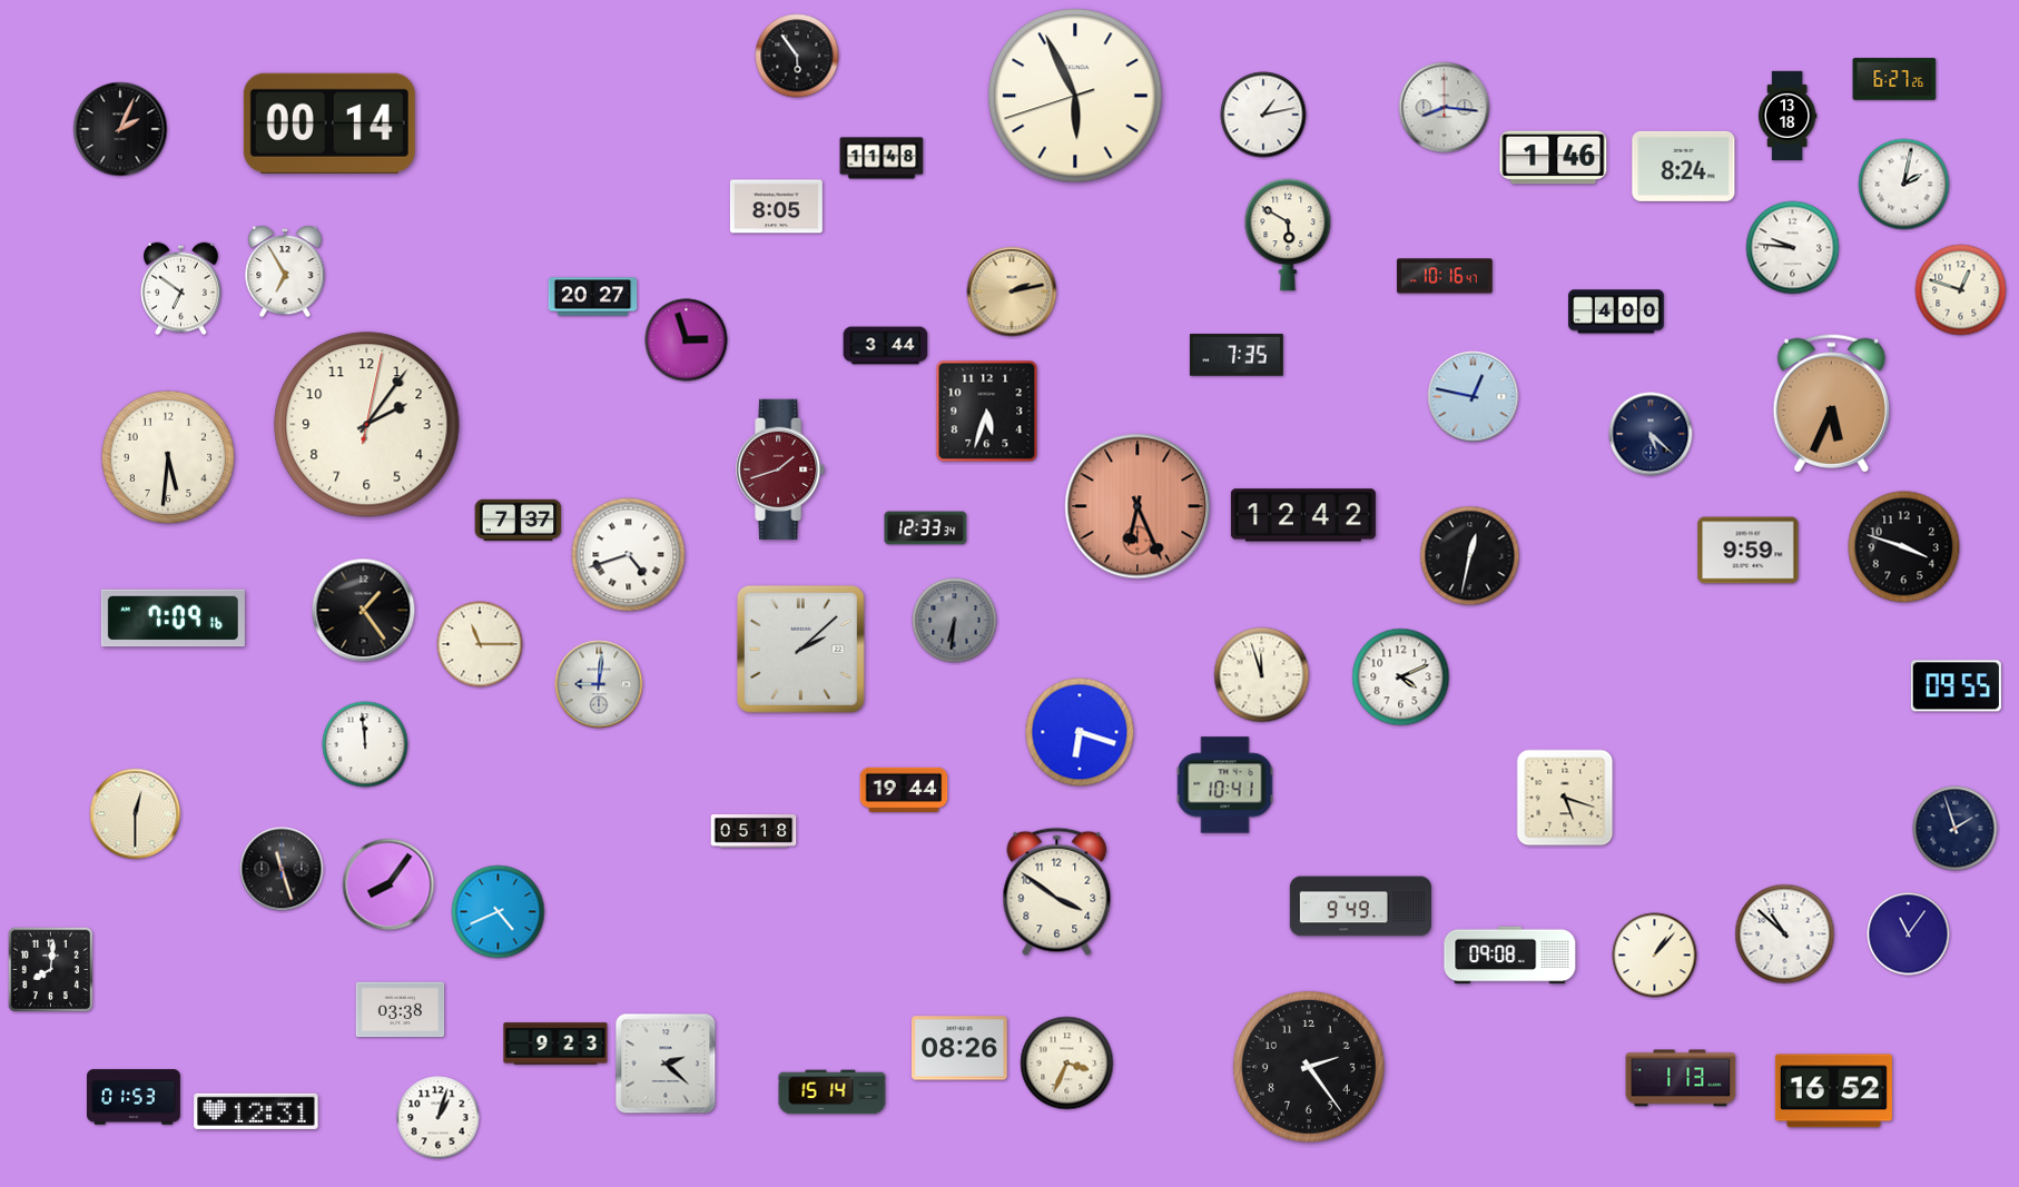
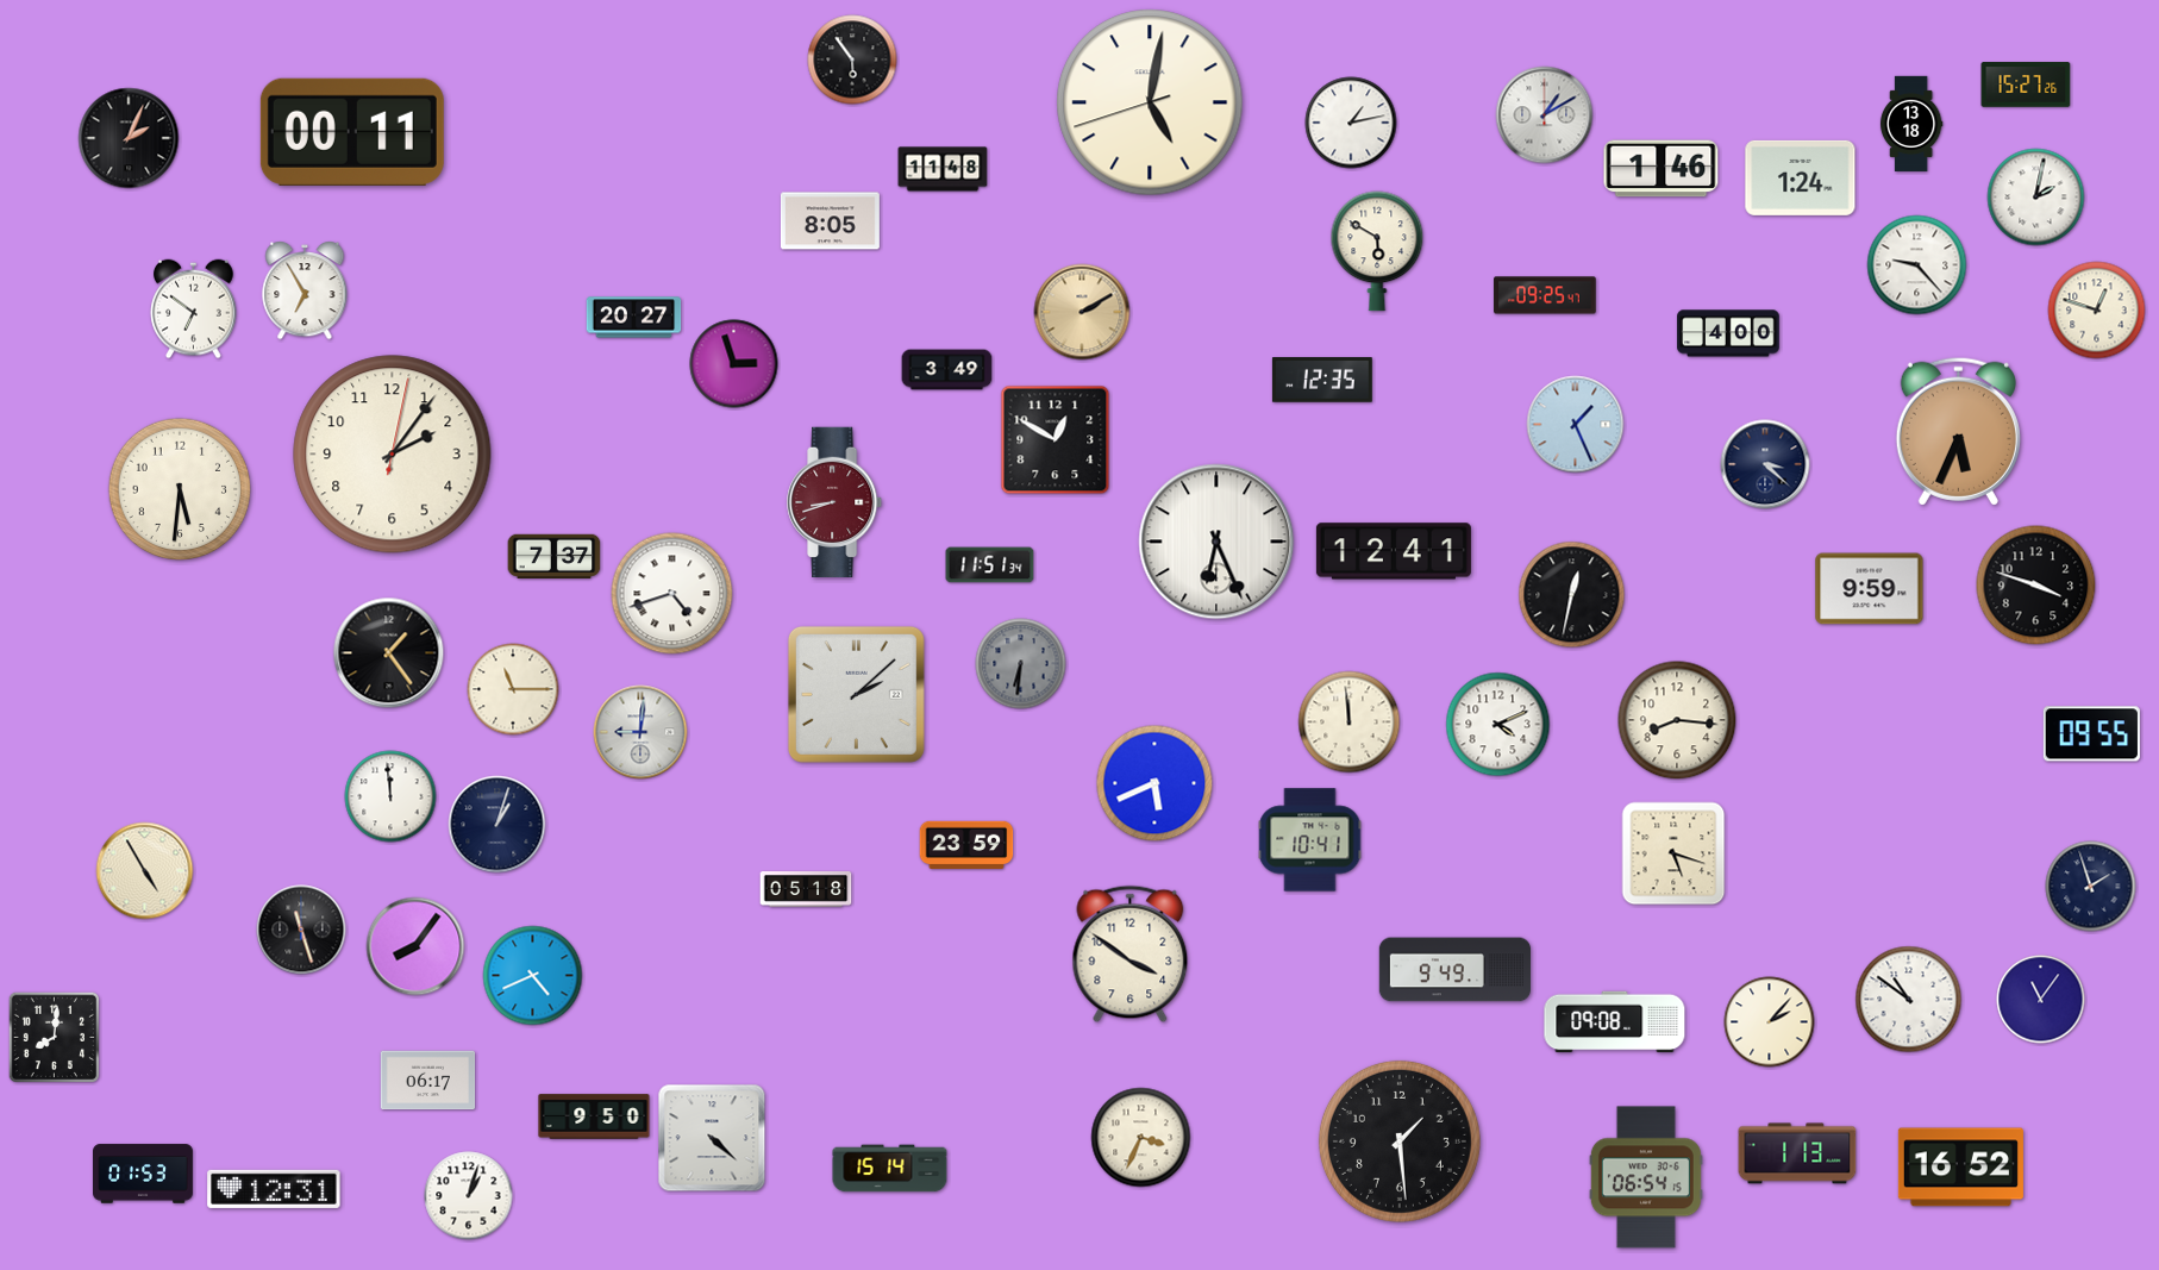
clock at (1894, 79): 6:27 -> 15:27
clock at (1075, 96): 5:55 -> 5:01
clock at (1445, 108): 8:16 -> 1:10
clock at (329, 123): 00:14 -> 00:11
clock at (1684, 166): 8:24 -> 1:24
clock at (1793, 248): 9:46 -> 9:23
clock at (1445, 276): 10:16 -> 09:25
clock at (1012, 291): 2:13 -> 2:10
clock at (886, 346): 3:44 -> 3:49
clock at (1237, 355): 7:35 -> 12:35
clock at (1474, 397): 12:47 -> 1:26
clock at (987, 412): 5:33 -> 12:50
clock at (1651, 434): 5:22 -> 3:22
clock at (781, 468): 1:42 -> 8:42
clock at (1137, 506) dial: salmon -> white
clock at (1303, 515): 12:42 -> 12:41
clock at (926, 528): 12:33 -> 11:51
clock at (173, 619): 7:09 -> none
clock at (1677, 720): none -> 8:16
clock at (1262, 675): 11:57 -> 11:59
clock at (1080, 732): 6:18 -> 5:41
clock at (497, 825): none -> 1:03
clock at (904, 790): 19:44 -> 23:59
clock at (136, 814): 12:30 -> 4:55
clock at (1785, 934): 10:52 -> 10:51
clock at (1655, 956): 1:07 -> 2:07
clock at (401, 1010): 03:38 -> 06:17
clock at (555, 1043): 9:23 -> 9:50
clock at (959, 1048): 08:26 -> none
clock at (666, 1064): 2:22 -> 4:22
clock at (1309, 1067): 2:24 -> 1:29
clock at (1646, 1177): none -> 06:54
